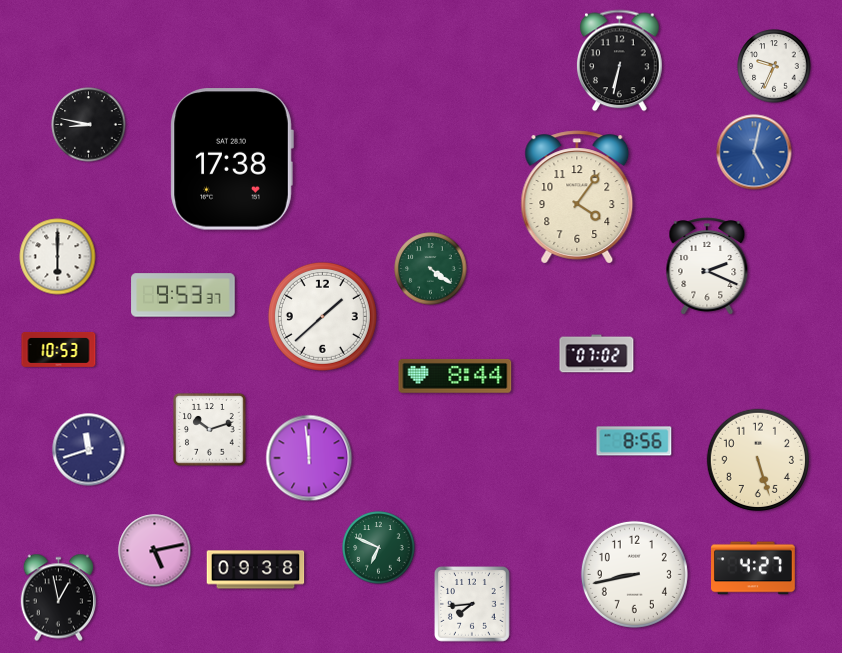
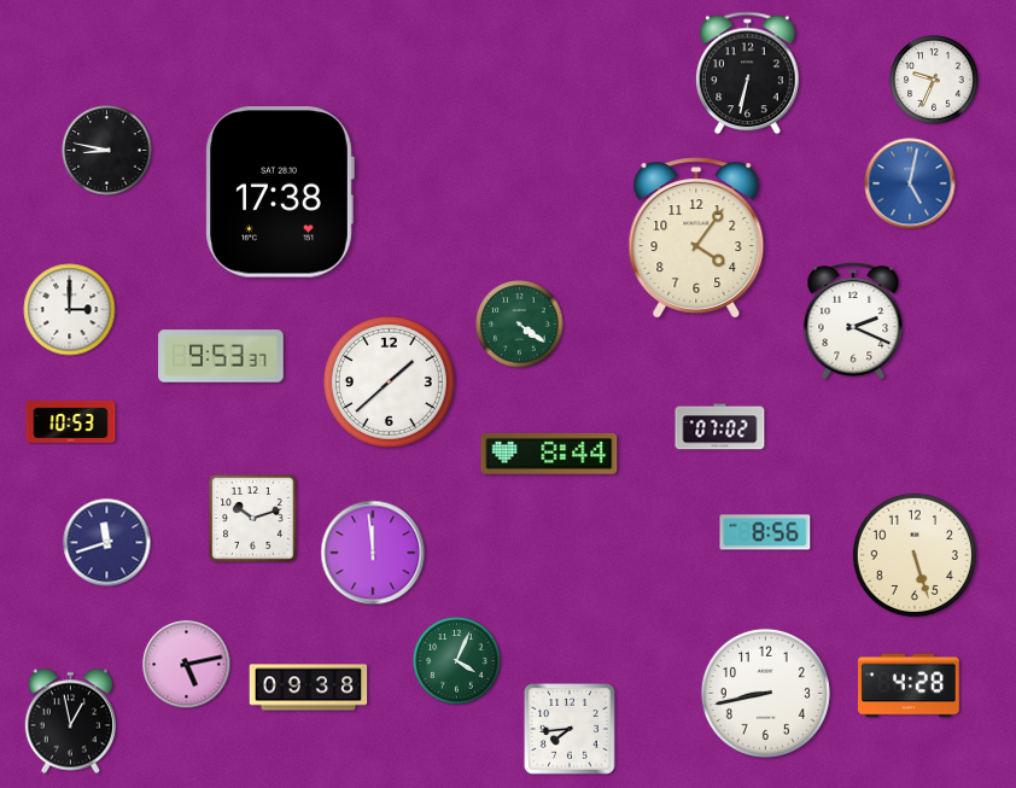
clock at (58, 257): 6:00 -> 3:00
clock at (379, 548): 6:49 -> 4:04
clock at (754, 568): 4:27 -> 4:28
